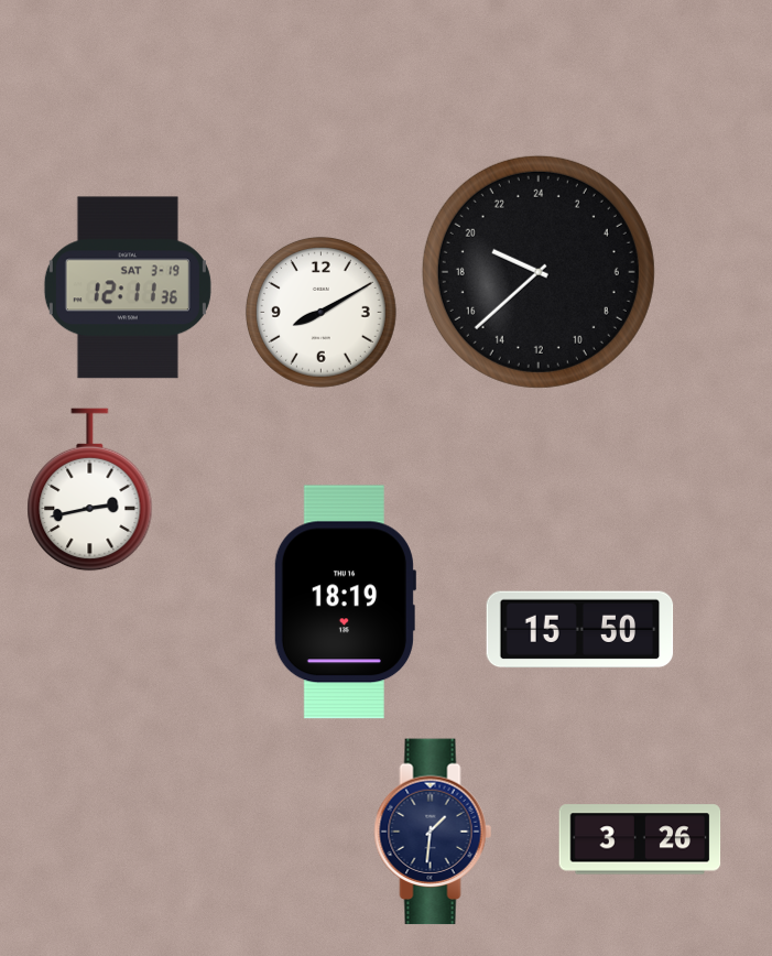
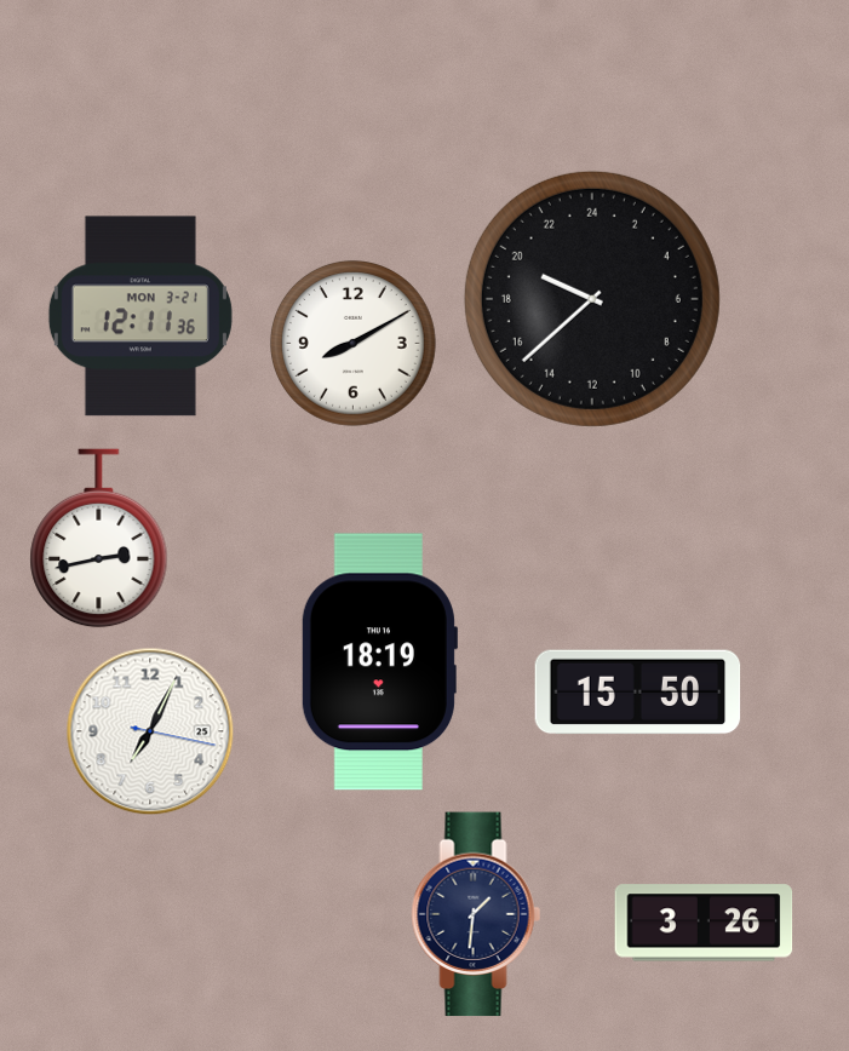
clock at (128, 287) date: SAT 3-19 -> MON 3-21
clock at (150, 731): none -> 7:04
